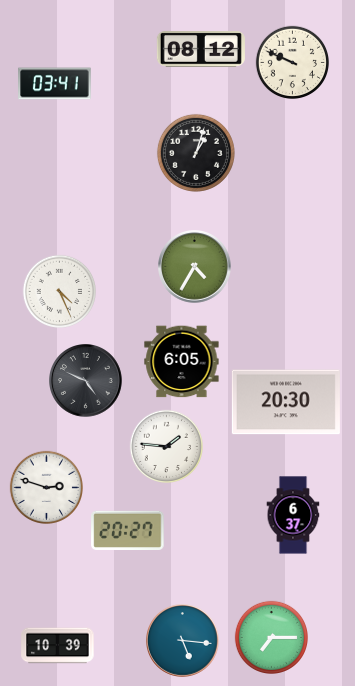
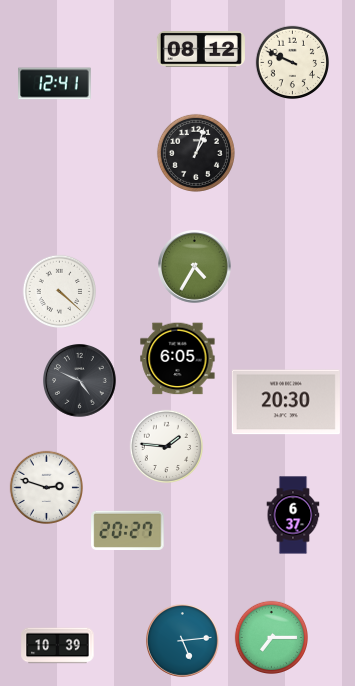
clock at (55, 84): 03:41 -> 12:41
clock at (59, 291): 4:26 -> 4:22
clock at (182, 362) position: (182, 362) -> (178, 359)
clock at (86, 381) position: (86, 381) -> (80, 381)
clock at (183, 641): 5:16 -> 5:14
